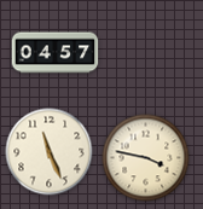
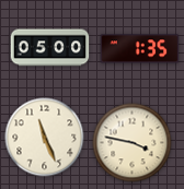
clock at (56, 53): 04:57 -> 05:00
clock at (140, 49): none -> 1:35
